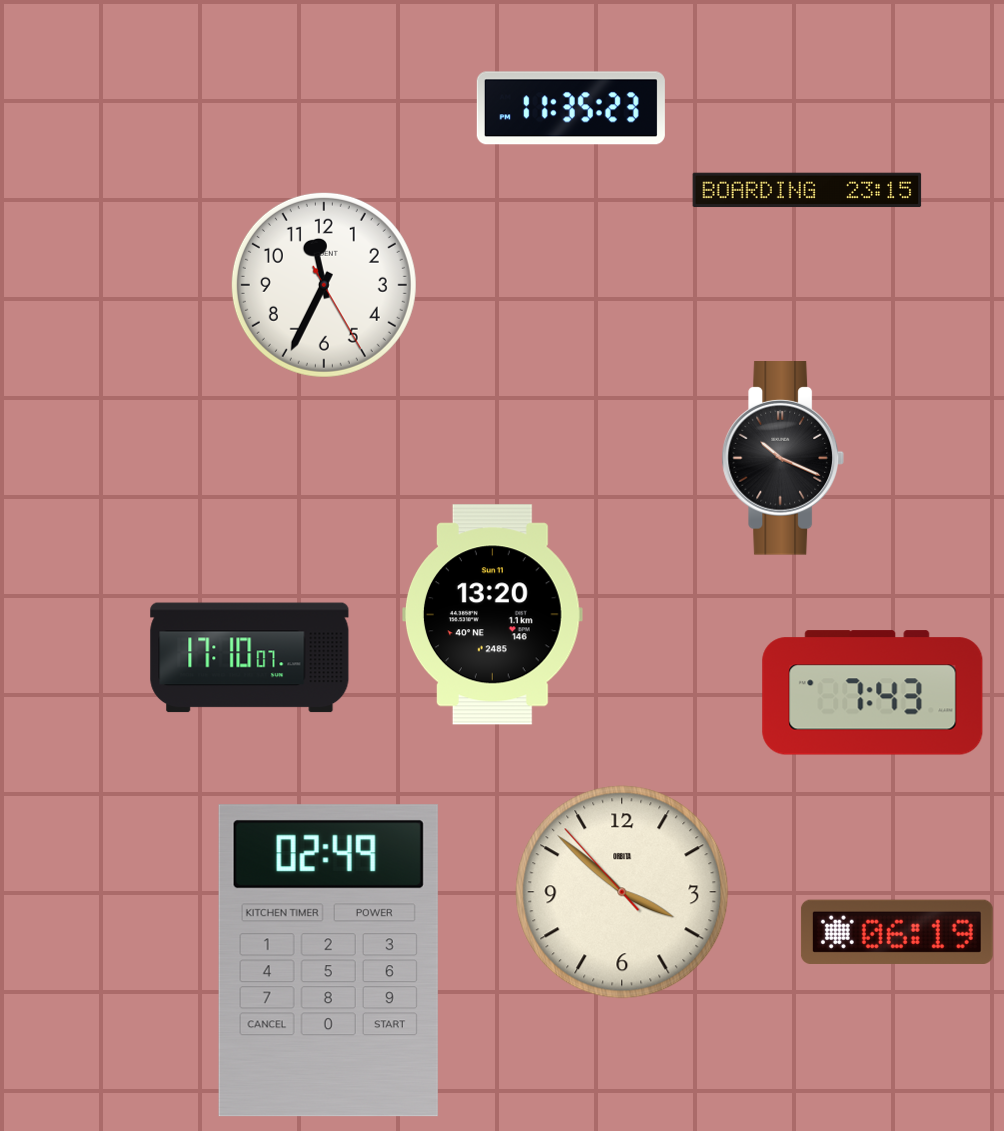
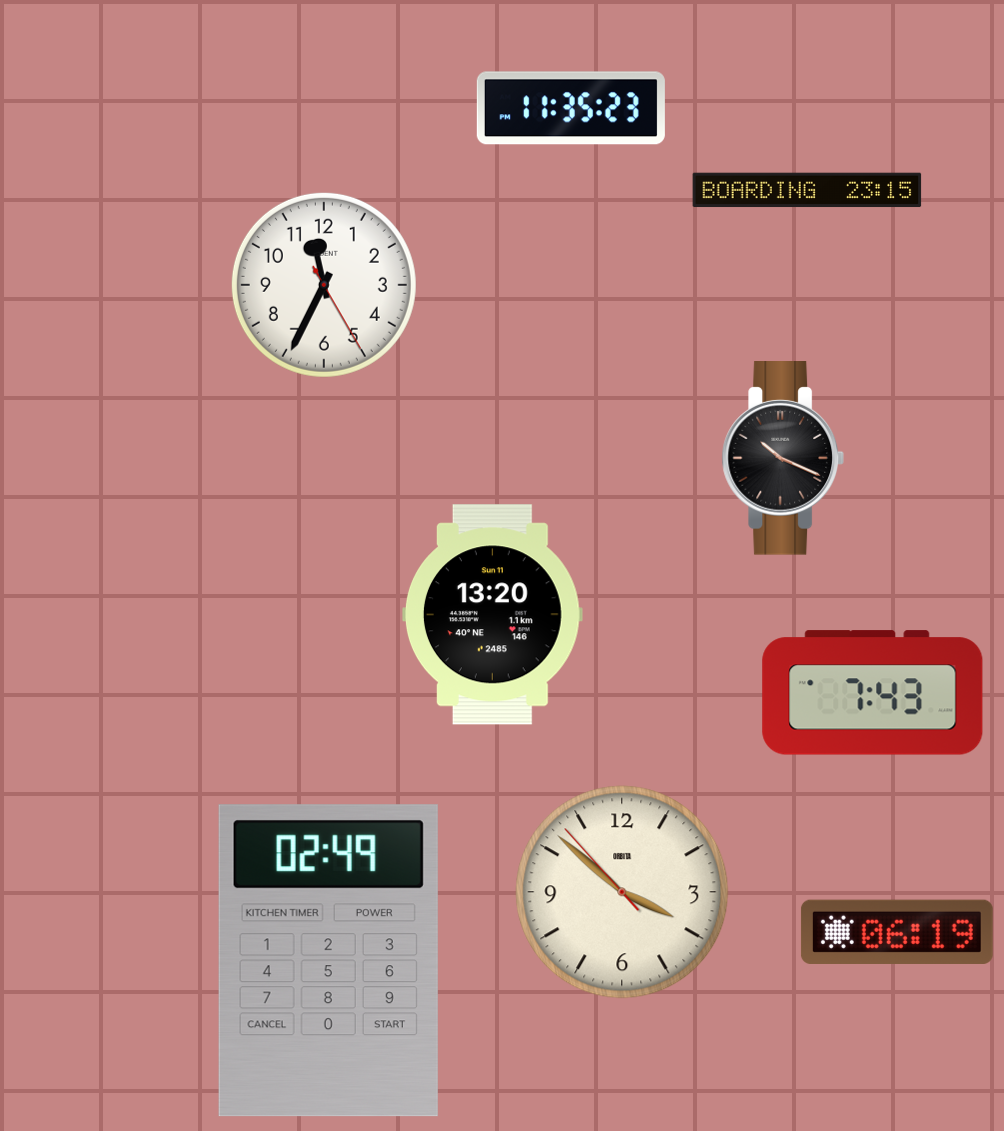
clock at (250, 658): 17:10 -> none
